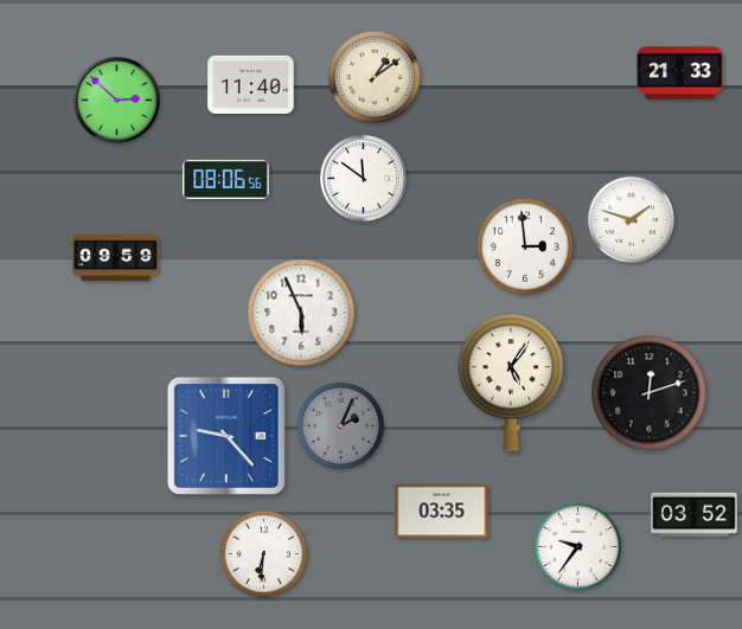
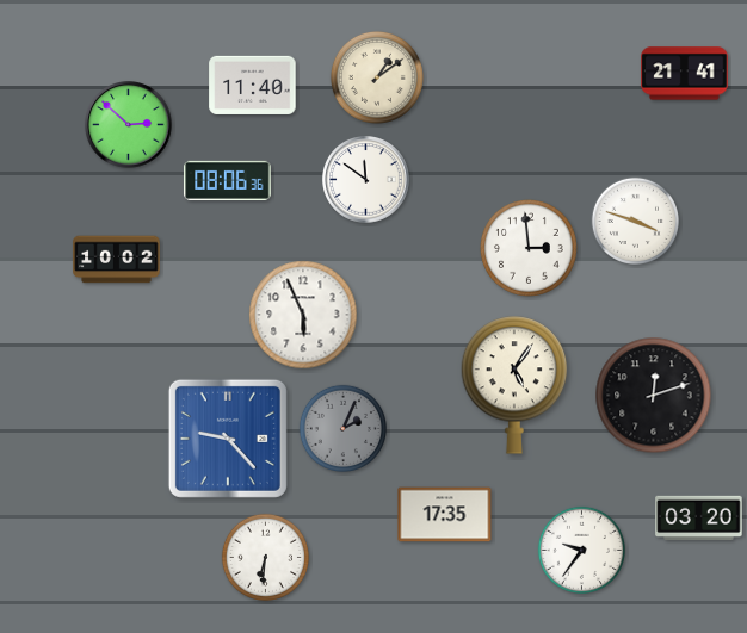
clock at (680, 73): 21:33 -> 21:41
clock at (117, 101) position: (117, 101) -> (129, 125)
clock at (226, 179): 08:06:56 -> 08:06:36
clock at (631, 219): 1:48 -> 3:48
clock at (116, 258): 09:59 -> 10:02
clock at (442, 512): 03:35 -> 17:35
clock at (695, 514): 03:52 -> 03:20
